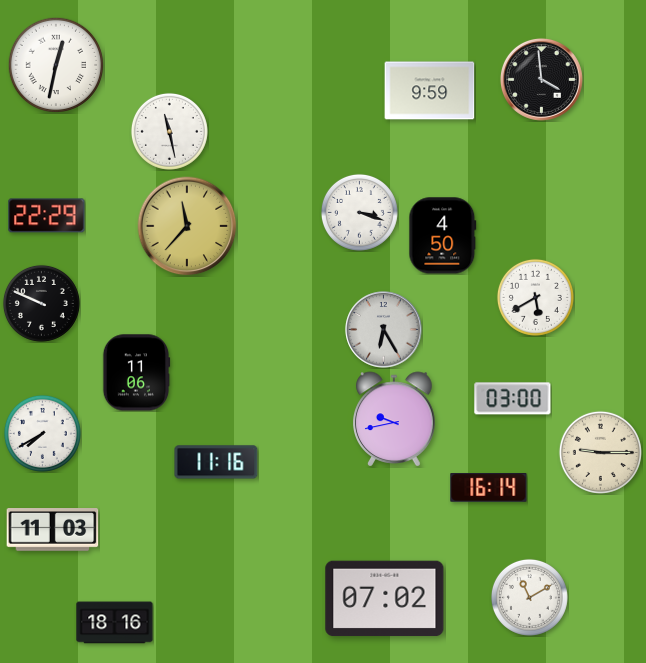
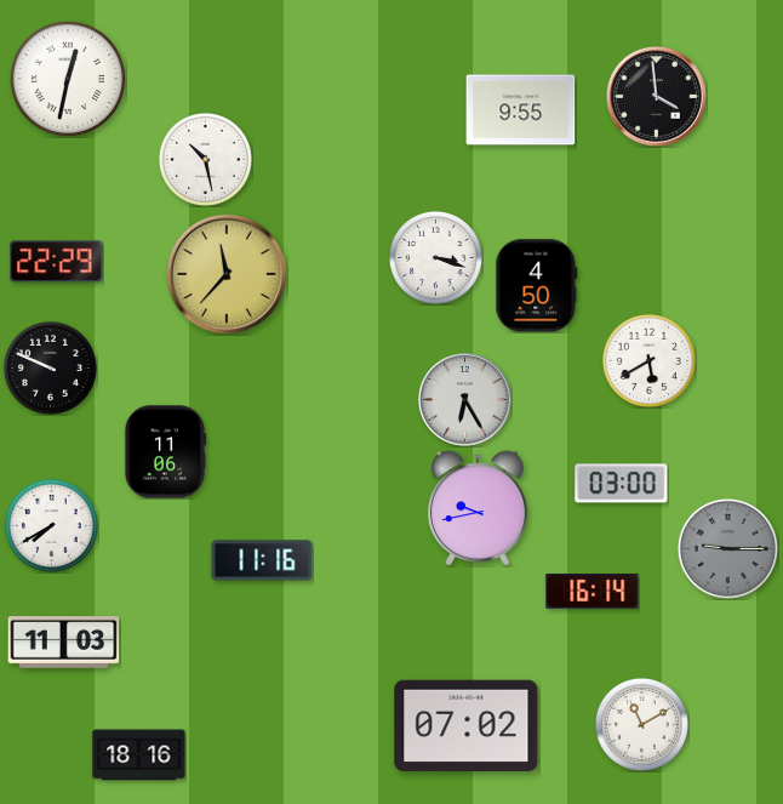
clock at (430, 91): 9:59 -> 9:55
clock at (169, 131): 11:28 -> 10:28
clock at (600, 452) dial: cream -> grey
